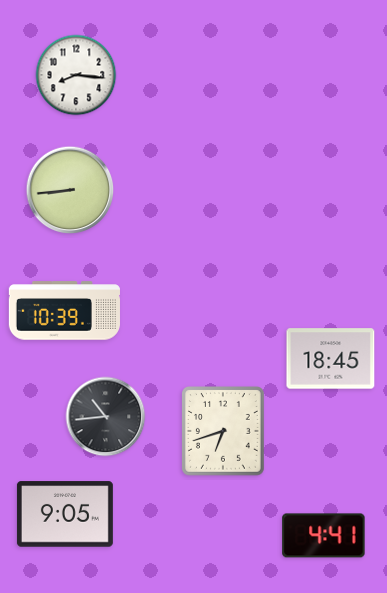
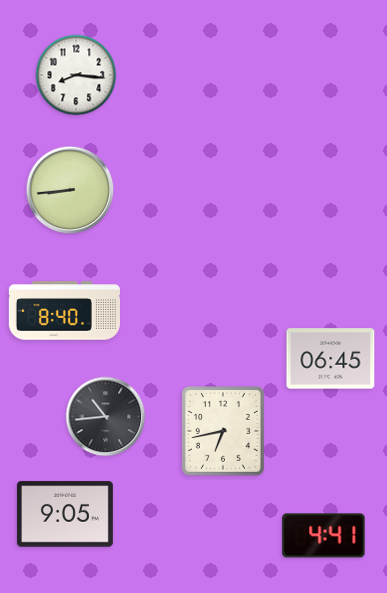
clock at (64, 311): 10:39 -> 8:40
clock at (331, 359): 18:45 -> 06:45
clock at (224, 432): 6:42 -> 6:43
